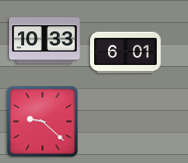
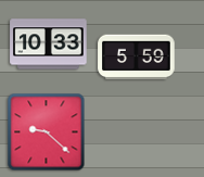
clock at (126, 53): 6:01 -> 5:59
